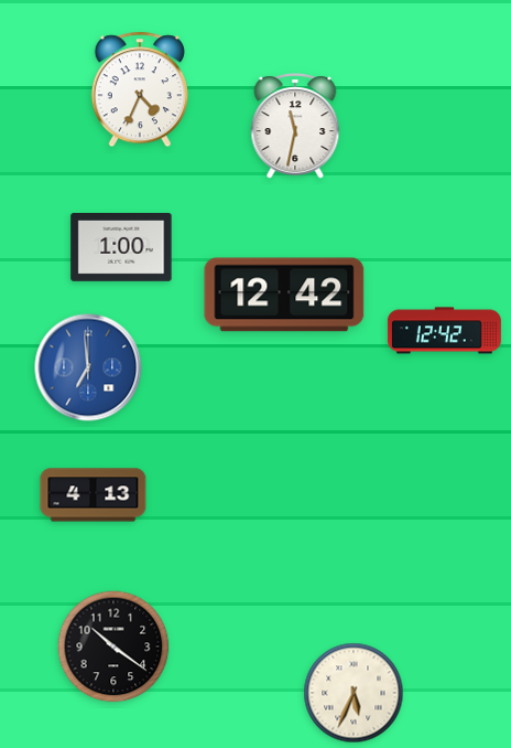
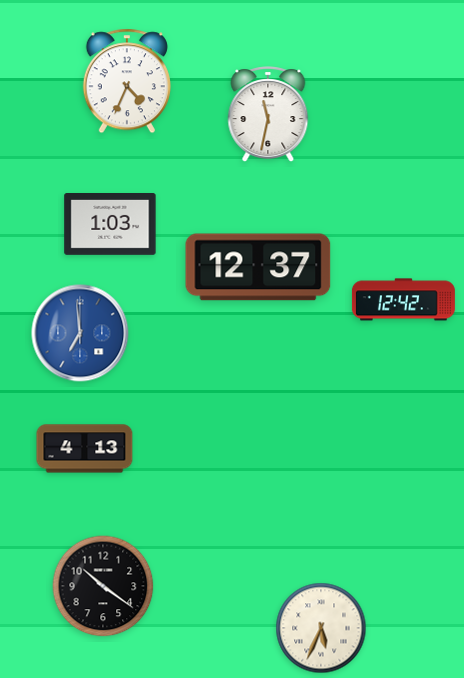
clock at (121, 248): 1:00 -> 1:03
clock at (284, 295): 12:42 -> 12:37
